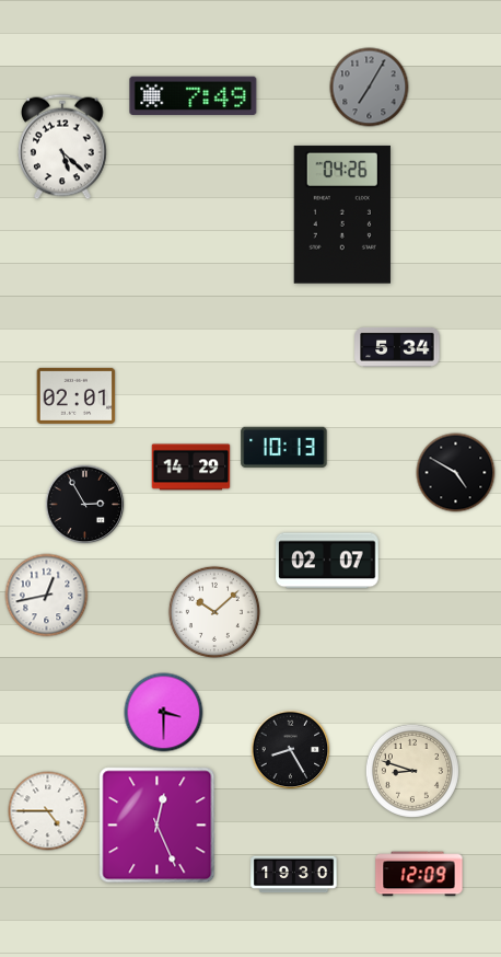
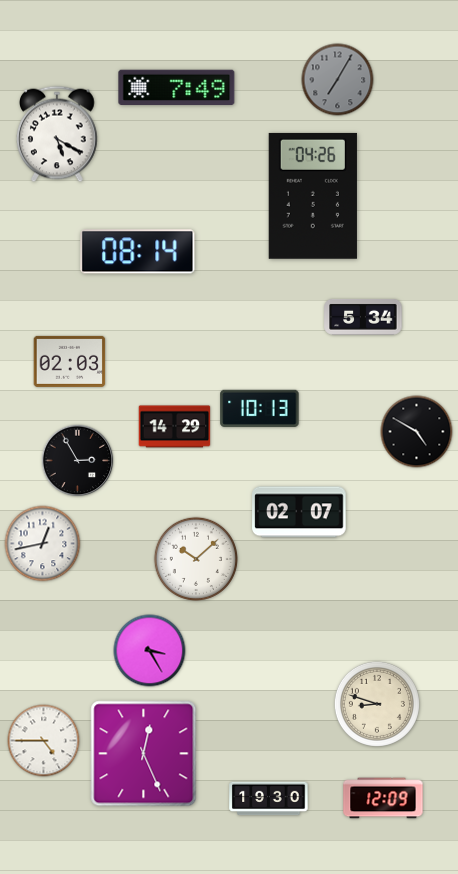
clock at (62, 147): 5:22 -> 5:20
clock at (138, 252): none -> 08:14
clock at (77, 395): 02:01 -> 02:03
clock at (164, 713): 3:30 -> 3:25
clock at (291, 750): 8:25 -> none
